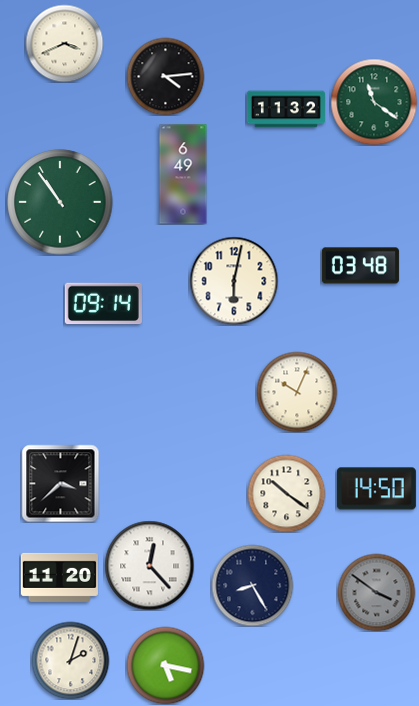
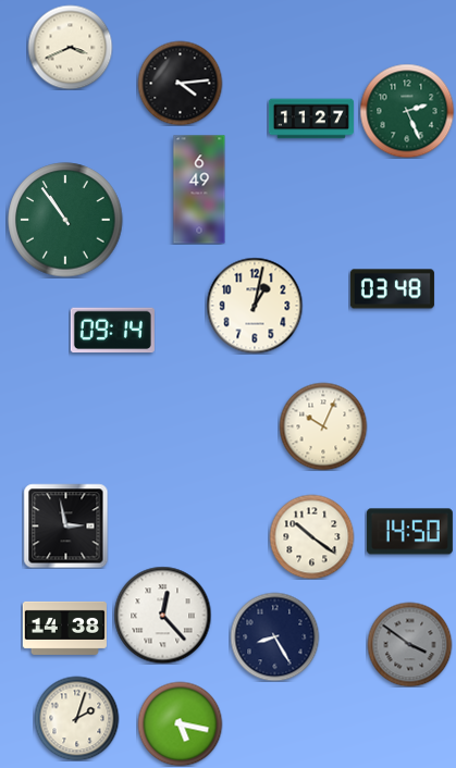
clock at (374, 102): 11:21 -> 2:26
clock at (286, 109): 11:32 -> 11:27
clock at (234, 281): 6:02 -> 1:02
clock at (60, 483): 3:38 -> 2:58
clock at (59, 577): 11:20 -> 14:38
